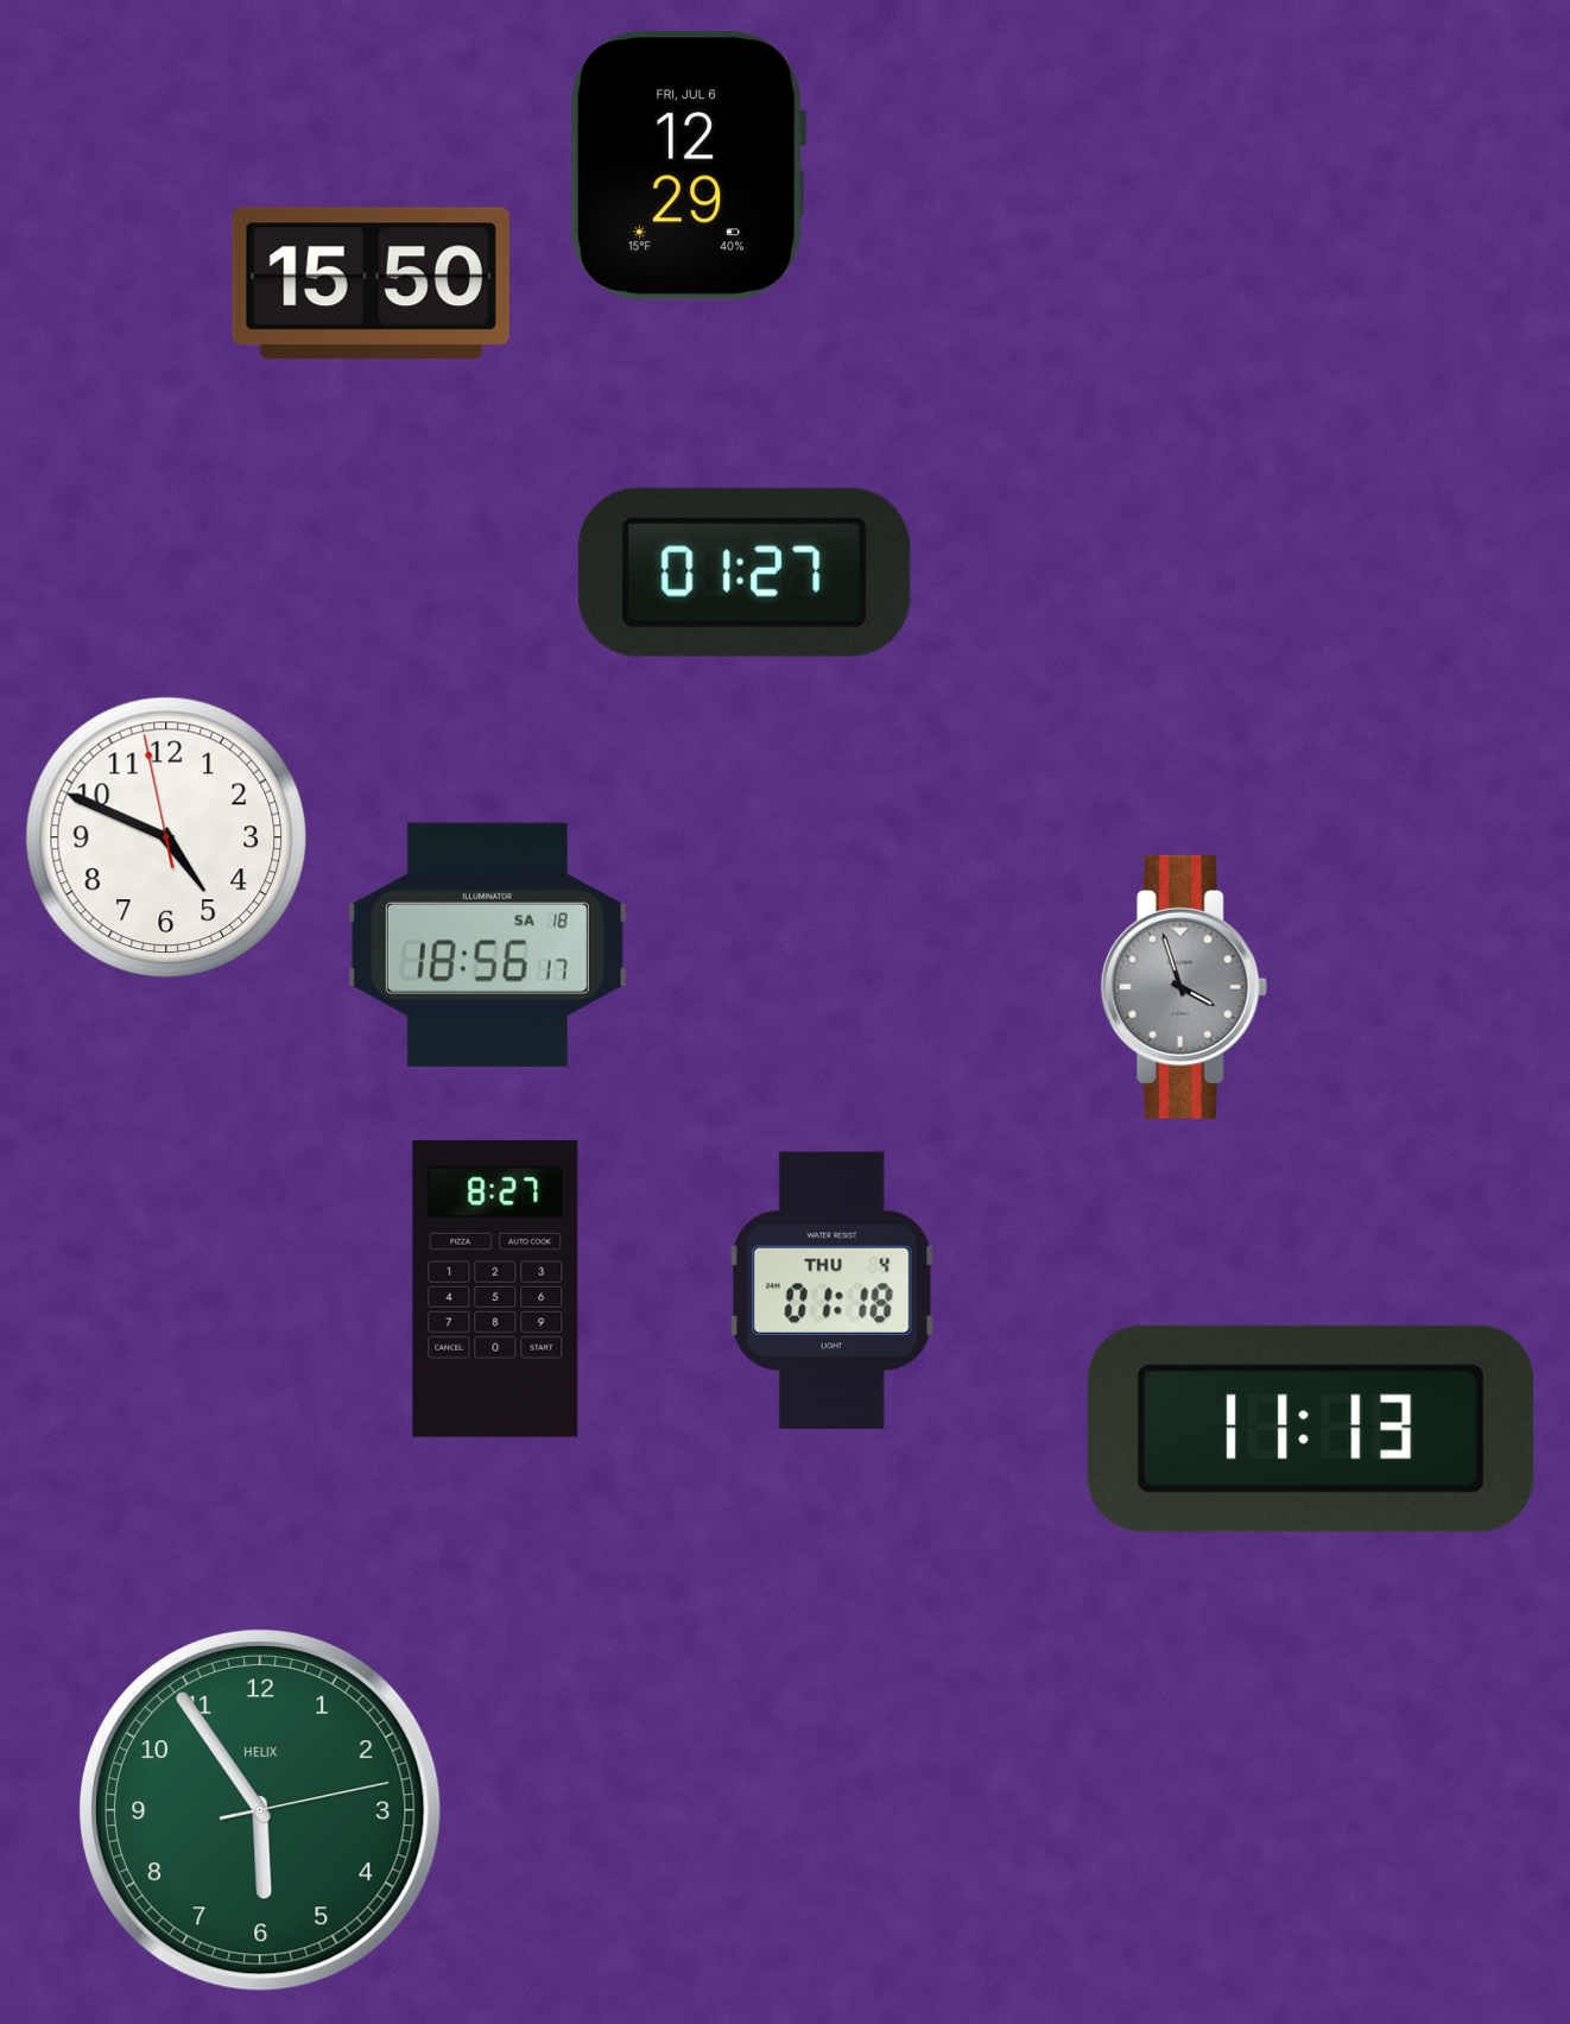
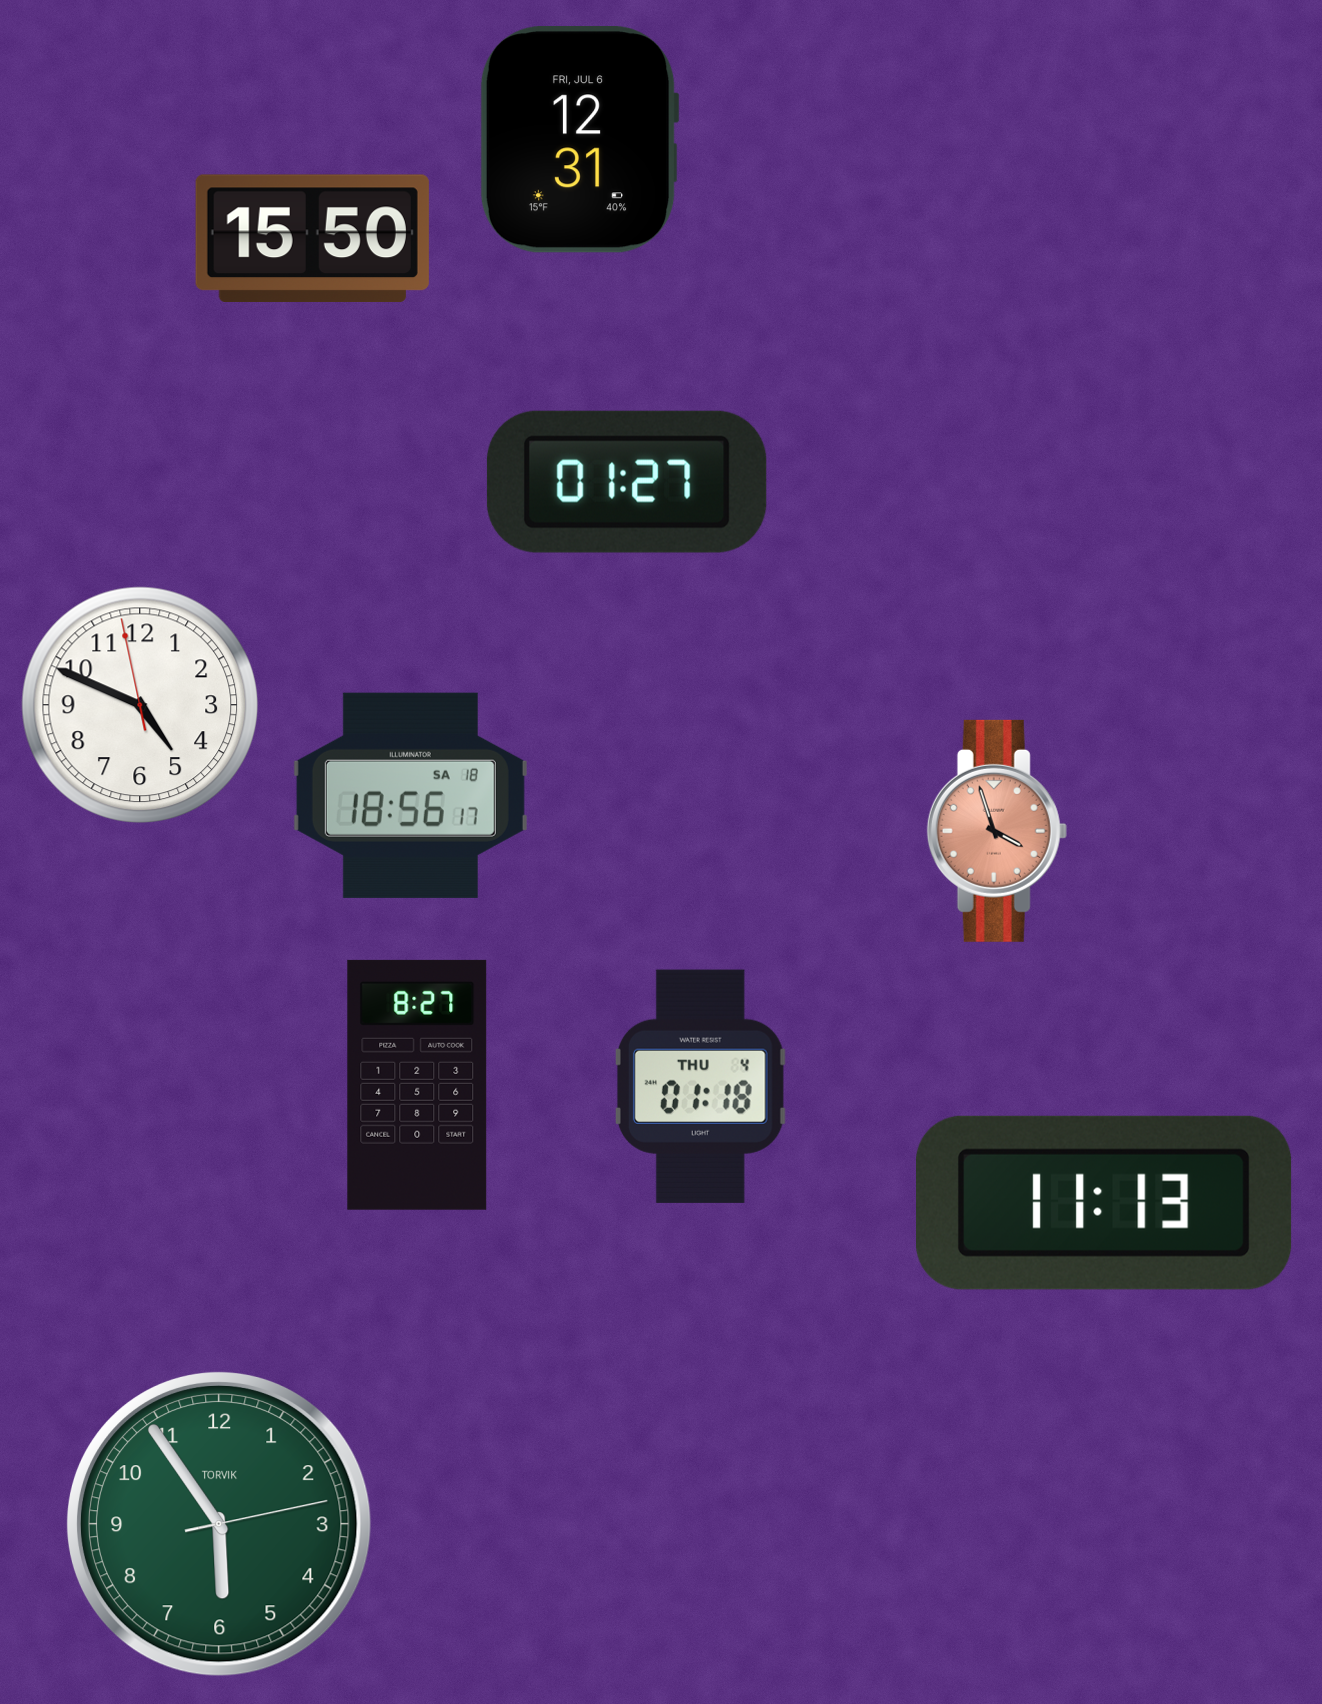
clock at (688, 166): 12:29 -> 12:31
clock at (1184, 987) dial: grey -> salmon
clock at (260, 1810) brand: HELIX -> TORVIK
